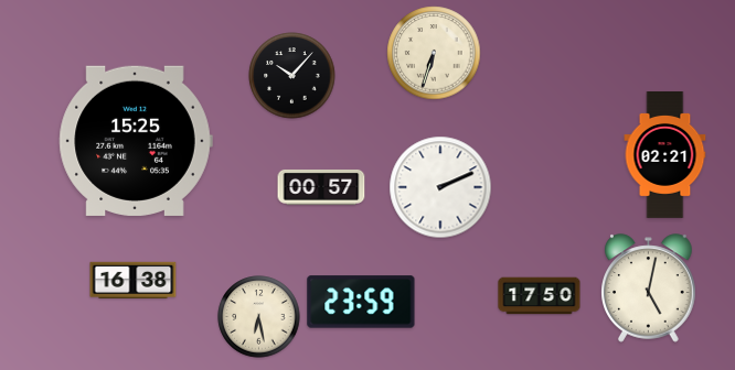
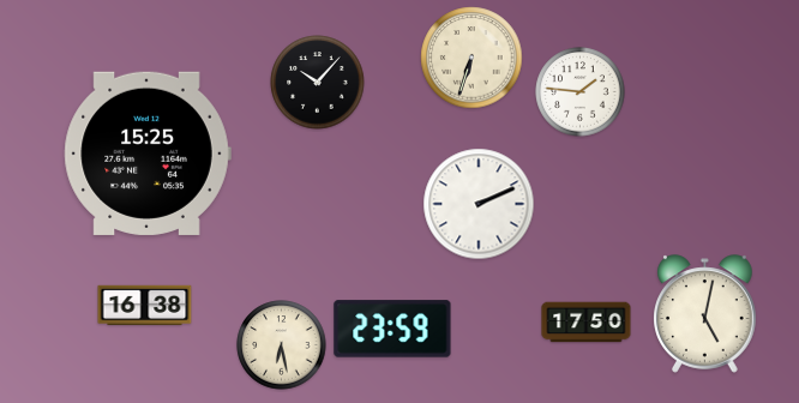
clock at (581, 92): none -> 1:46
clock at (665, 155): 02:21 -> none
clock at (321, 187): 00:57 -> none
